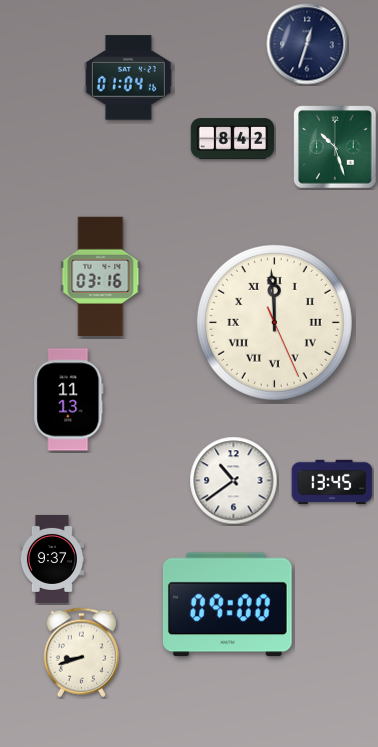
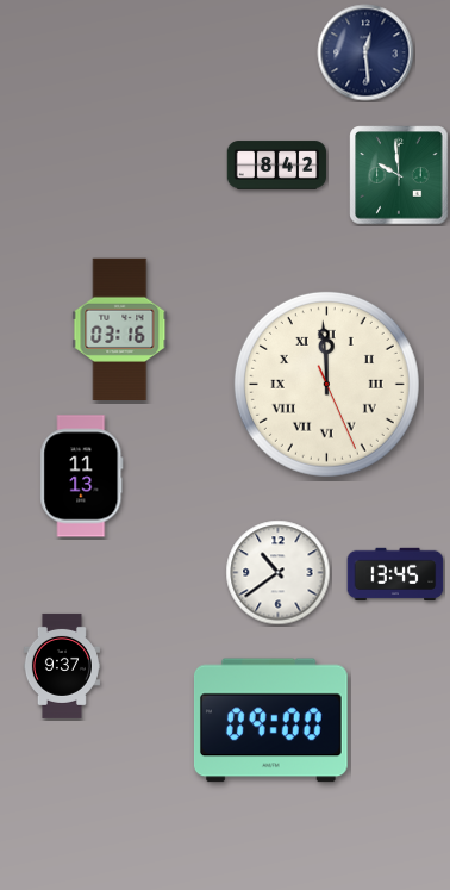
clock at (307, 44): 12:33 -> 12:29
clock at (128, 78): 01:04 -> none
clock at (335, 147): 10:27 -> 9:59
clock at (81, 653): 8:42 -> none
